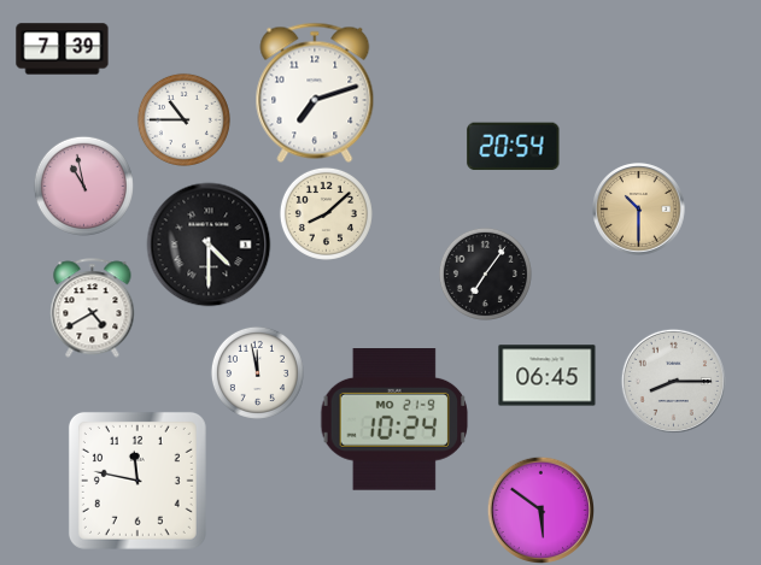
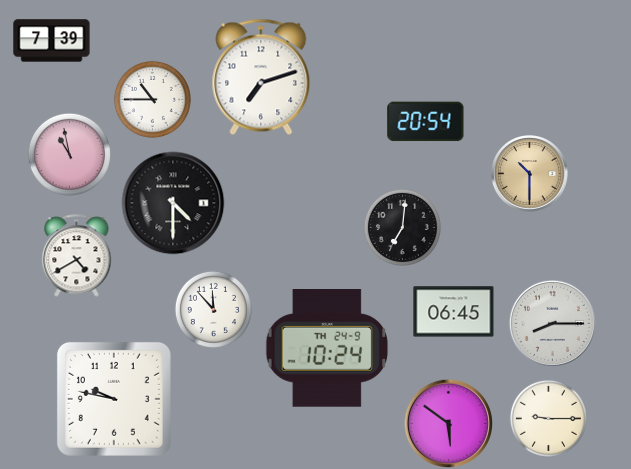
clock at (326, 213): 8:08 -> none
clock at (485, 273): 7:06 -> 7:01
clock at (257, 372): 11:58 -> 11:53
clock at (673, 381) position: (673, 381) -> (552, 323)
clock at (394, 420) date: MO 21-9 -> TH 24-9
clock at (137, 481): 11:47 -> 9:47
clock at (548, 418): none -> 9:15
